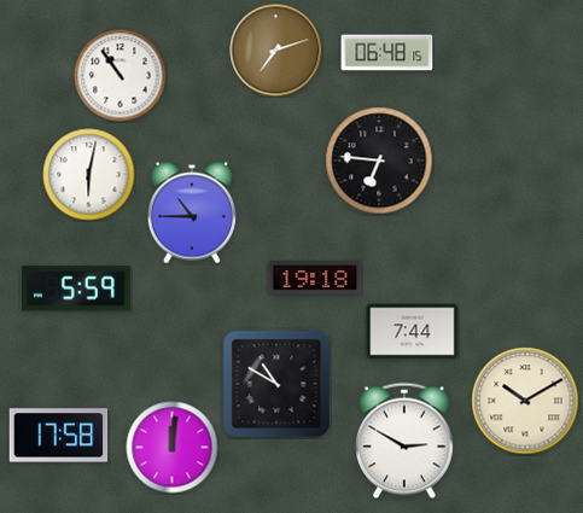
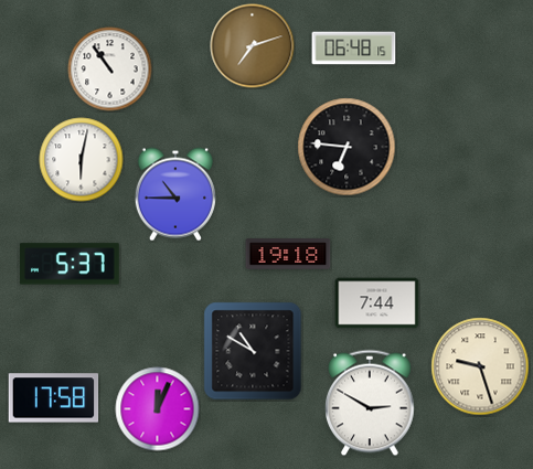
clock at (76, 288): 5:59 -> 5:37
clock at (525, 401): 10:10 -> 9:27
clock at (173, 448): 12:01 -> 12:04
